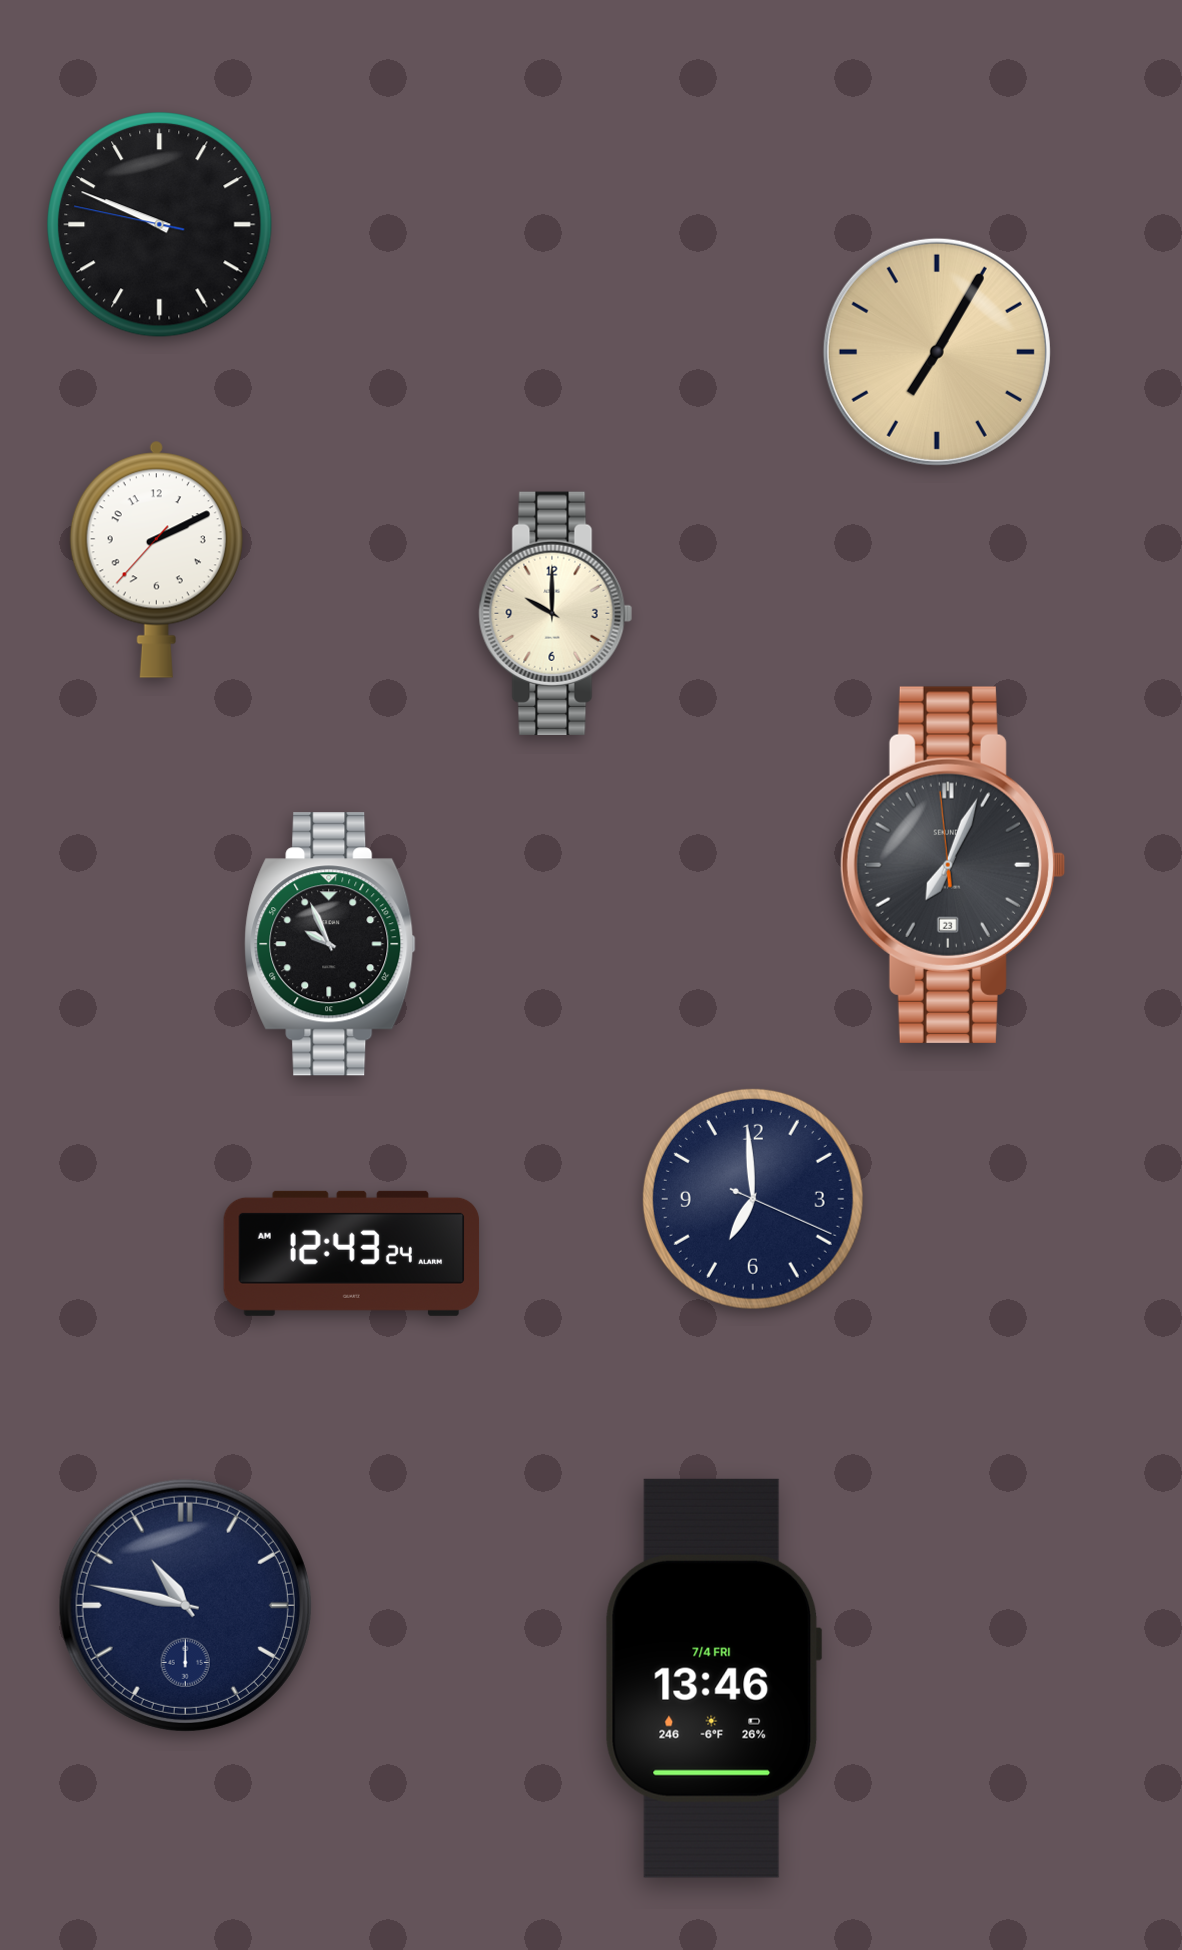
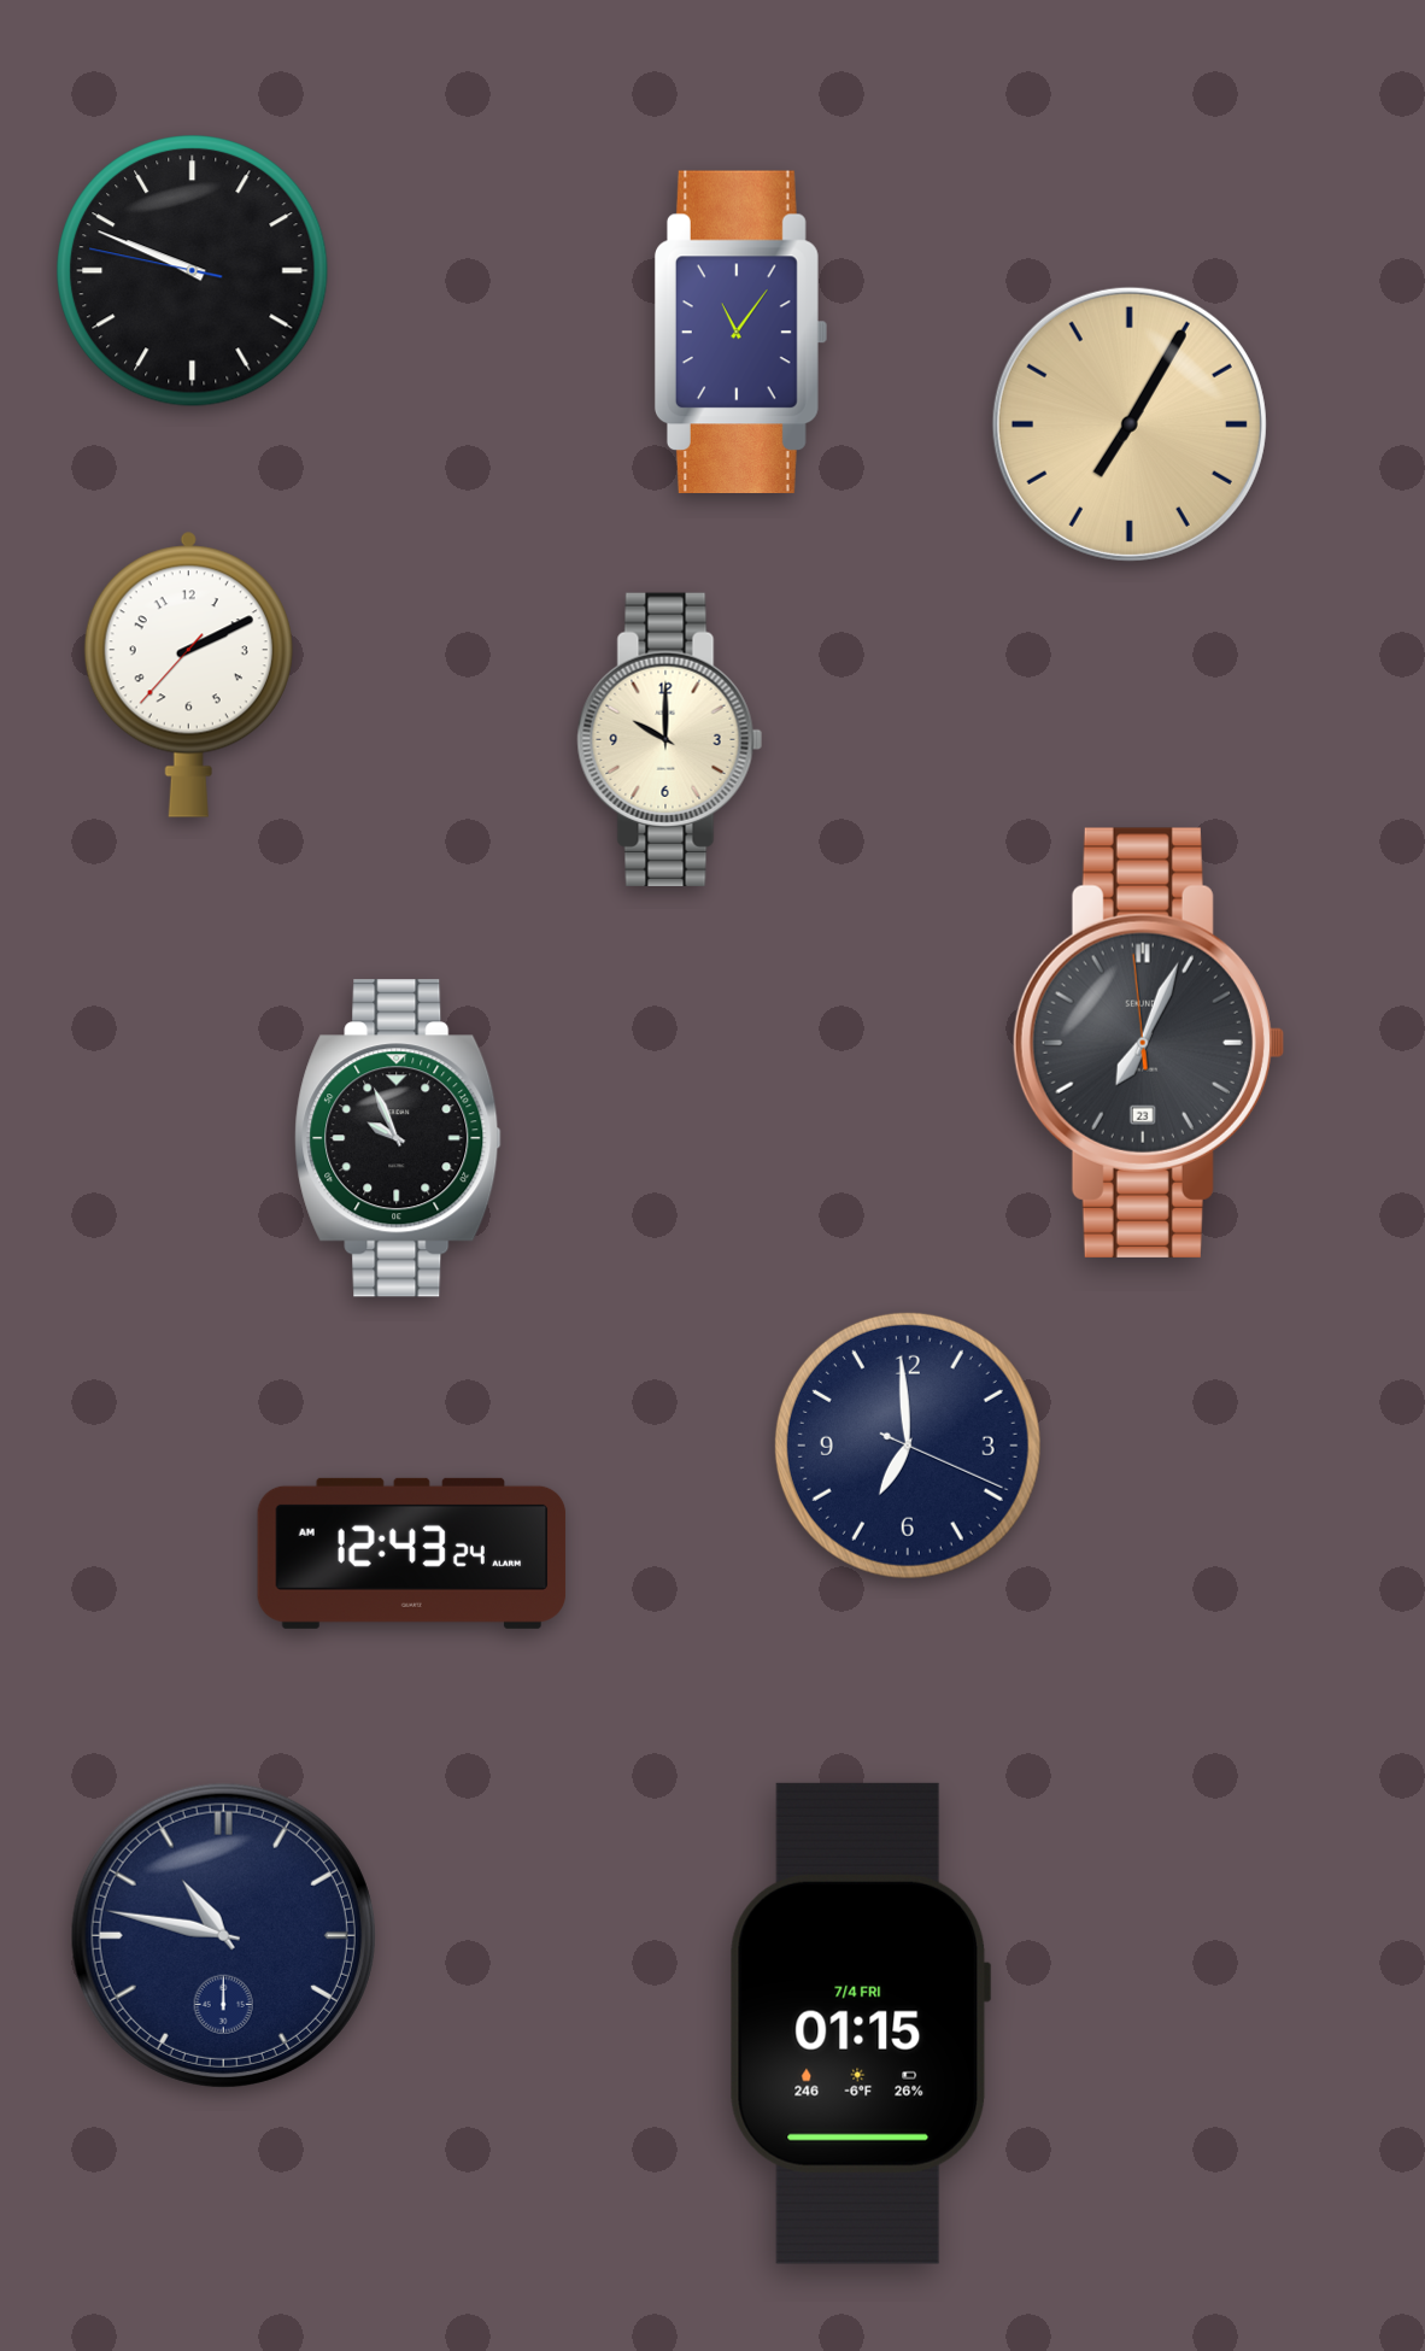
clock at (740, 332): none -> 11:06
clock at (352, 1253) position: (352, 1253) -> (412, 1553)
clock at (713, 1678): 13:46 -> 01:15
